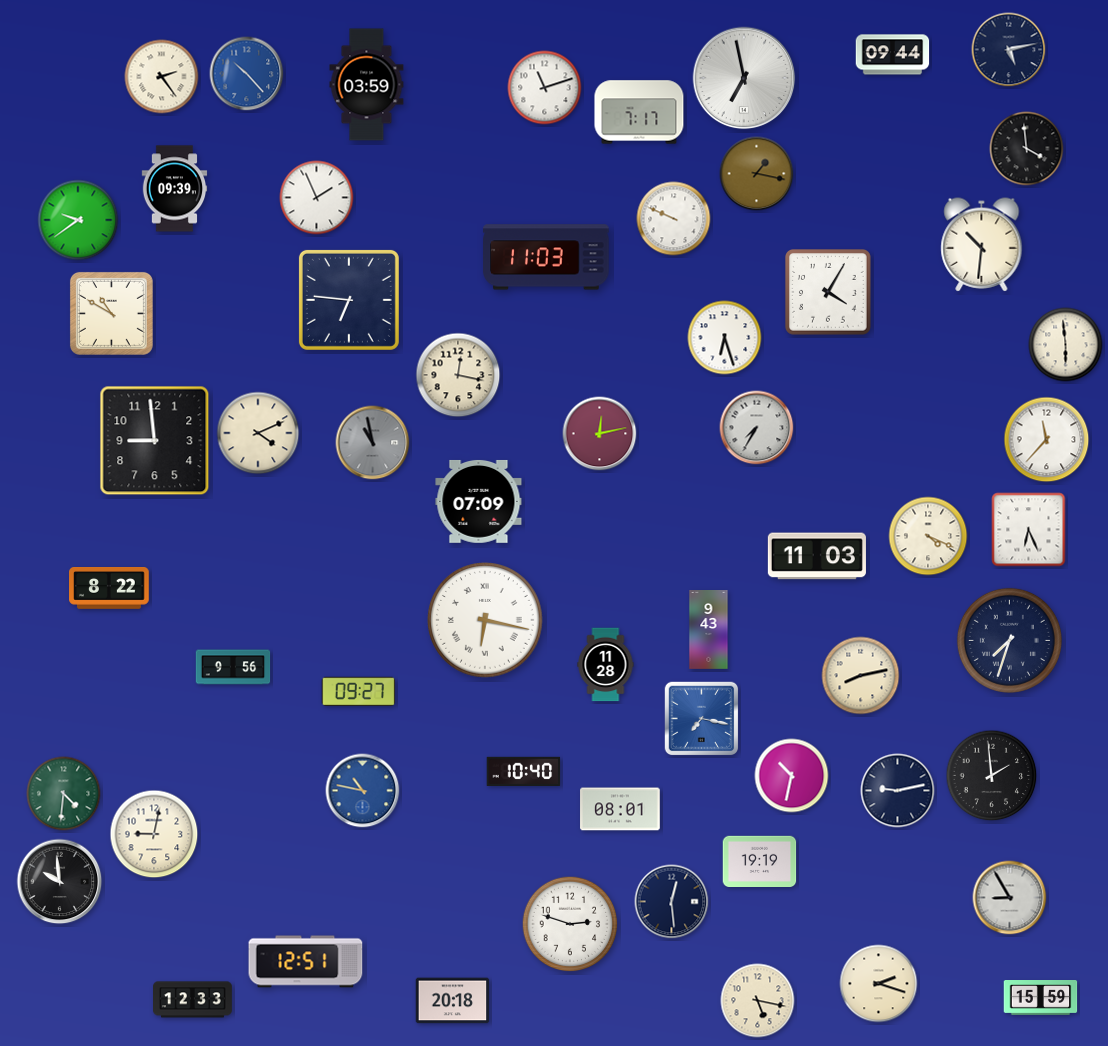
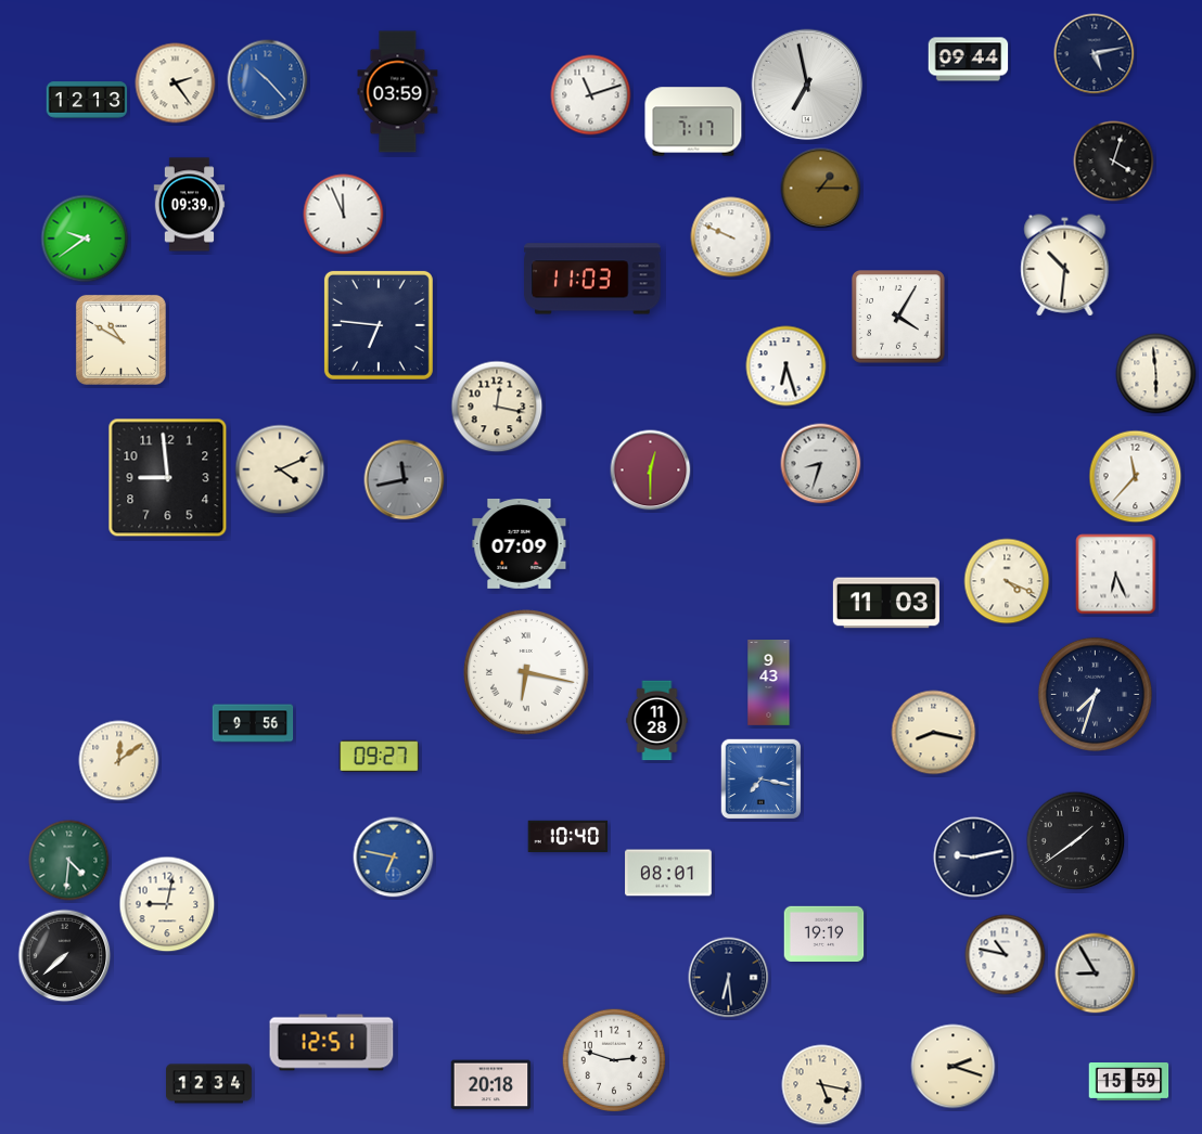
clock at (87, 100): none -> 12:13
clock at (1027, 149): 3:59 -> 4:03
clock at (757, 174): 1:17 -> 1:15
clock at (317, 198): 1:56 -> 11:56
clock at (757, 428): 7:35 -> 8:33
clock at (600, 434): 12:13 -> 12:30
clock at (373, 443): 10:58 -> 11:43
clock at (109, 589): 8:22 -> none
clock at (861, 676): 8:13 -> 8:17
clock at (359, 691) position: (359, 691) -> (380, 756)
clock at (119, 761): none -> 12:09
clock at (792, 776): 10:32 -> none
clock at (992, 776): 1:59 -> 1:39
clock at (363, 791): 10:47 -> 6:47
clock at (620, 809) position: (620, 809) -> (668, 873)
clock at (1006, 955): none -> 10:47
clock at (60, 882): 9:59 -> 7:38
clock at (672, 902): 12:29 -> 6:29
clock at (570, 924) position: (570, 924) -> (614, 1060)
clock at (193, 1000): 12:33 -> 12:34
